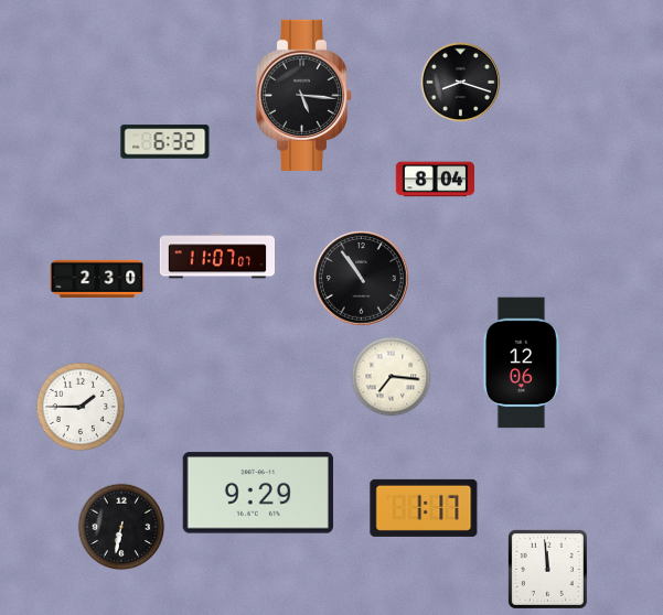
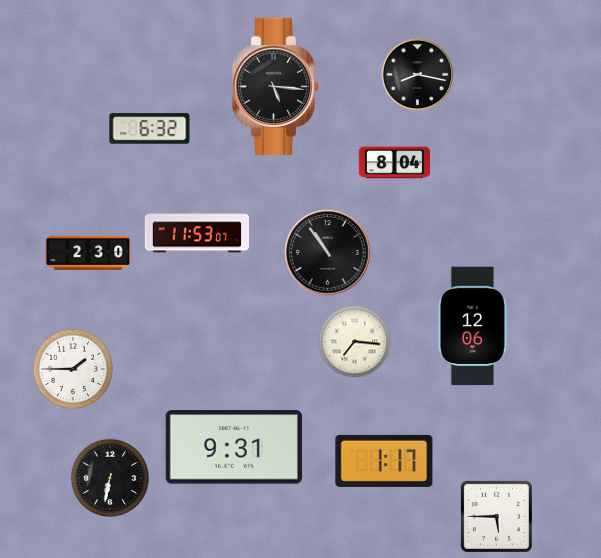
clock at (461, 83): 8:18 -> 8:17
clock at (216, 256): 11:07 -> 11:53
clock at (522, 363) position: (522, 363) -> (473, 326)
clock at (258, 493): 9:29 -> 9:31
clock at (547, 569): 11:59 -> 5:45
